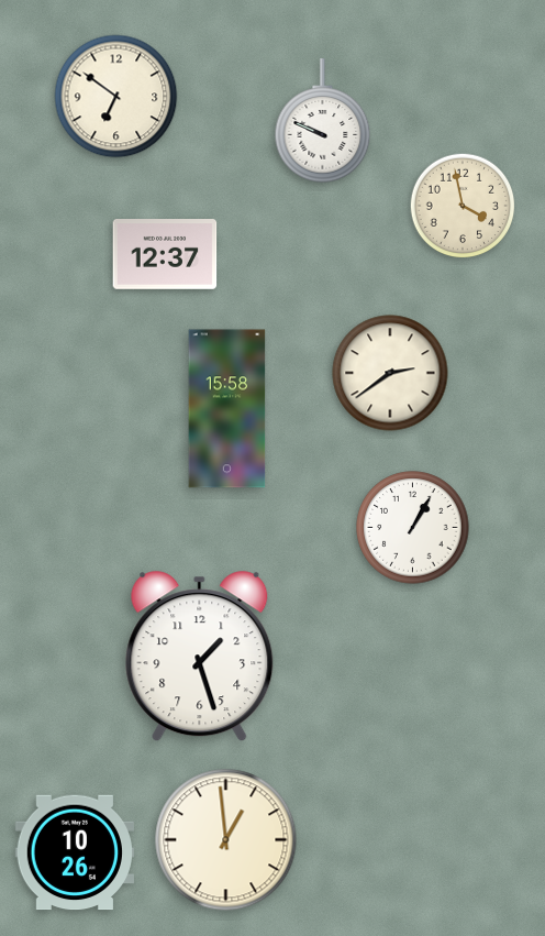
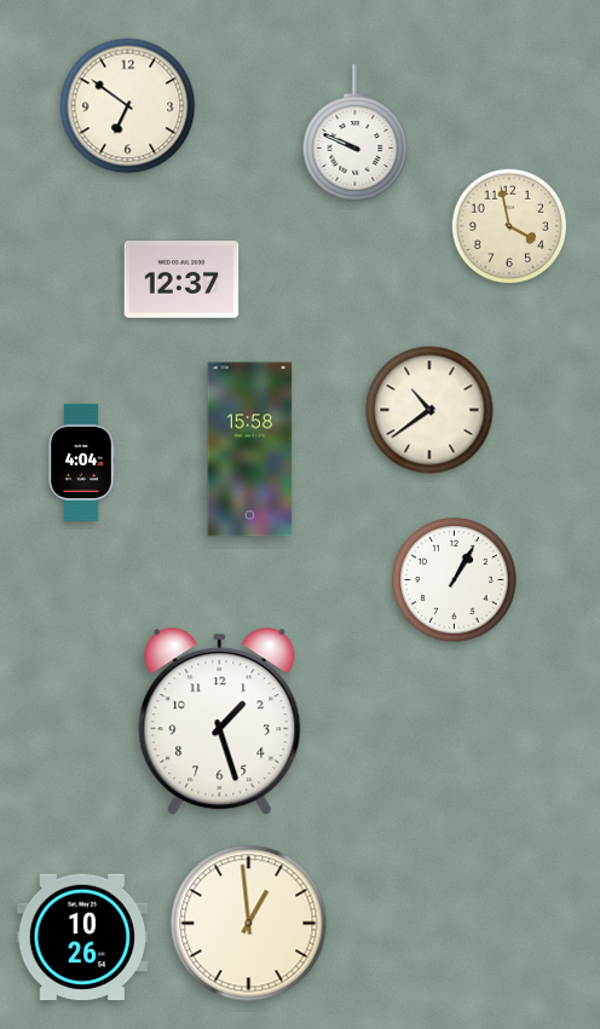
clock at (390, 373): 2:39 -> 10:39
clock at (81, 462): none -> 4:04
